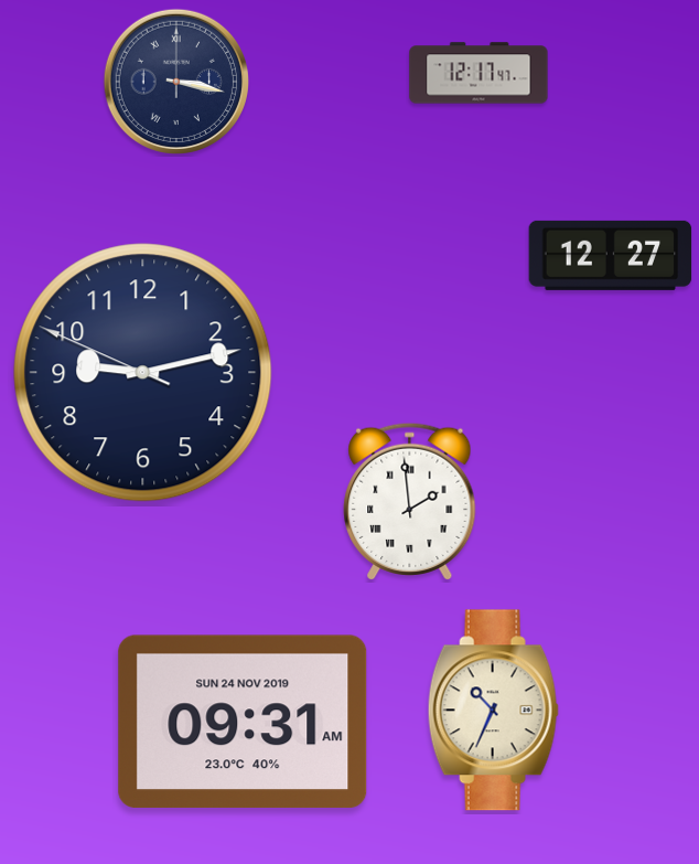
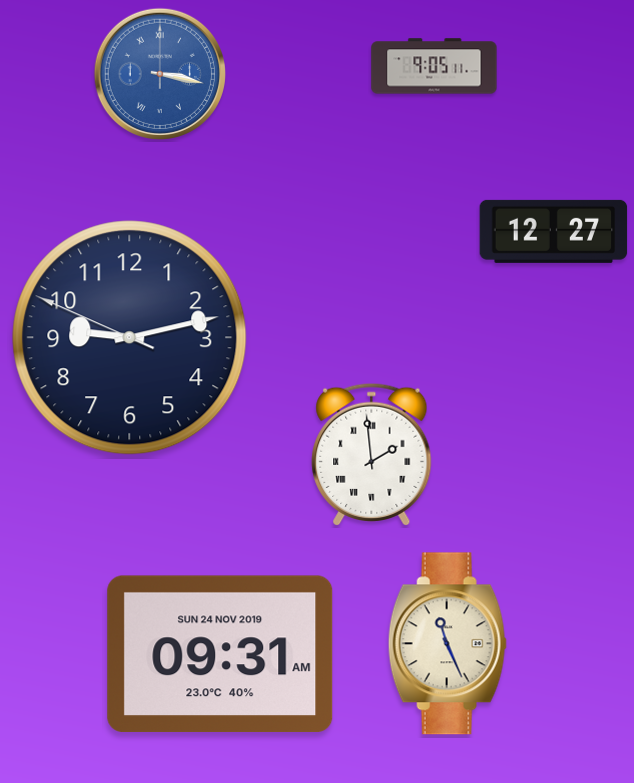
clock at (478, 73): 12:17 -> 9:05
clock at (176, 82) dial: navy -> blue
clock at (493, 711): 10:34 -> 11:26
